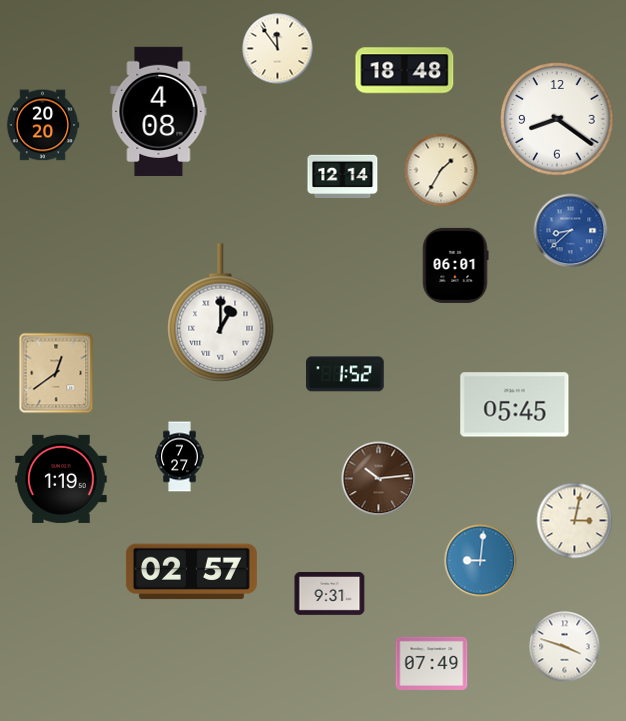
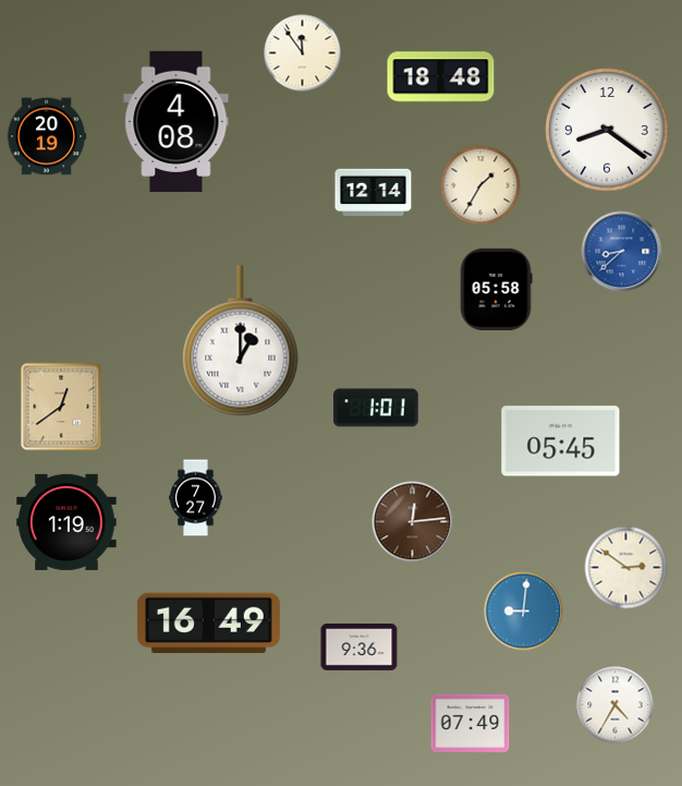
clock at (159, 111) position: (159, 111) -> (176, 121)
clock at (43, 125): 20:20 -> 20:19
clock at (455, 265): 06:01 -> 05:58
clock at (345, 374): 1:52 -> 1:01
clock at (379, 479): 10:14 -> 12:14
clock at (575, 521): 3:02 -> 2:51
clock at (191, 572): 02:57 -> 16:49
clock at (330, 594): 9:31 -> 9:36
clock at (565, 647): 3:48 -> 4:35
